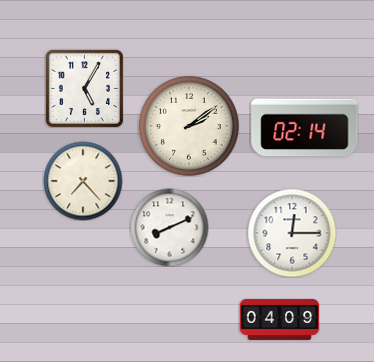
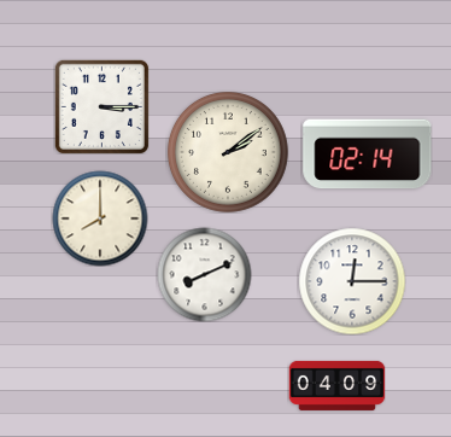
clock at (84, 88): 5:05 -> 3:15
clock at (83, 181): 7:23 -> 8:00
